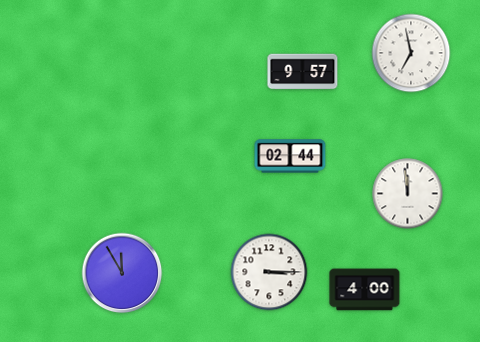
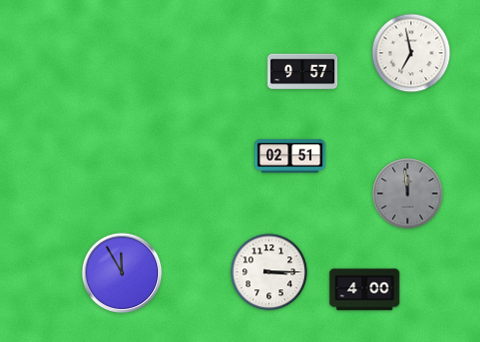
clock at (290, 156): 02:44 -> 02:51
clock at (408, 194) dial: white -> grey
